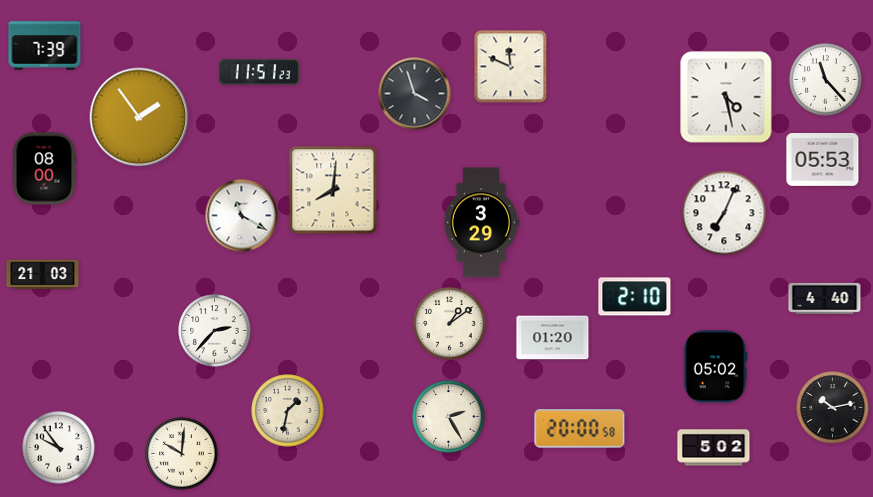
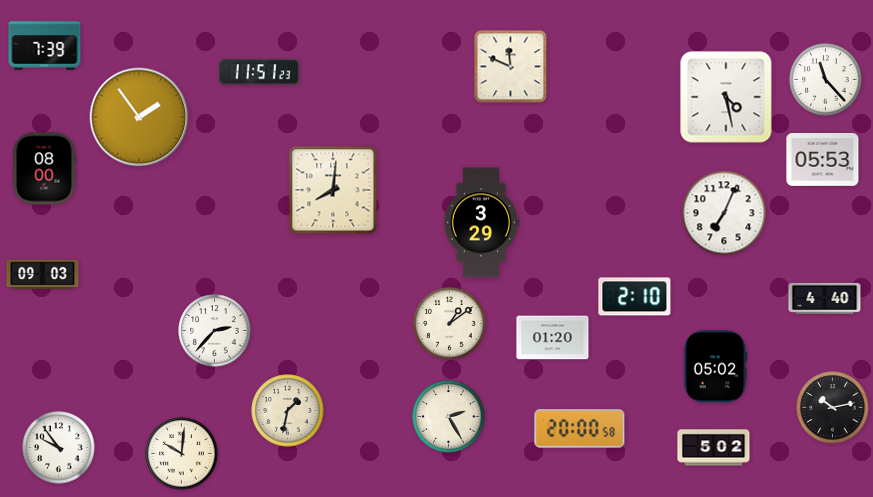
clock at (415, 94): 3:57 -> none
clock at (242, 216): 11:20 -> none
clock at (43, 275): 21:03 -> 09:03
